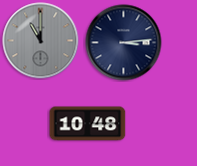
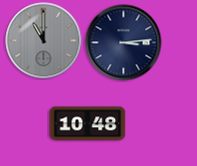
clock at (41, 41) position: (41, 41) -> (44, 41)
